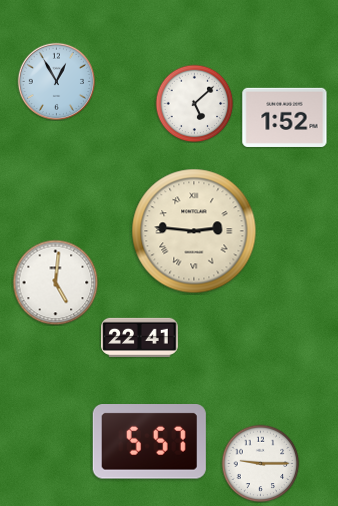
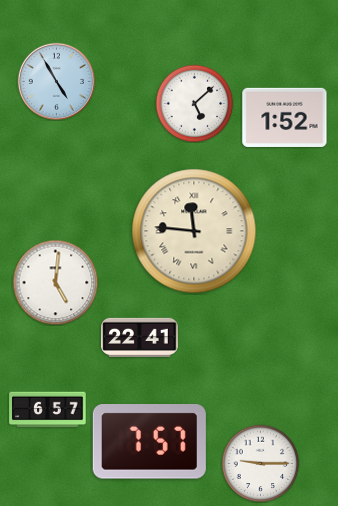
clock at (56, 81): 12:55 -> 4:55
clock at (194, 231): 2:46 -> 11:46
clock at (48, 410): none -> 6:57
clock at (149, 442): 5:57 -> 7:57
